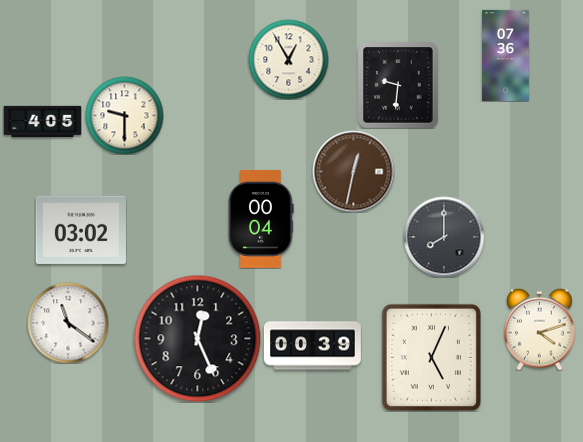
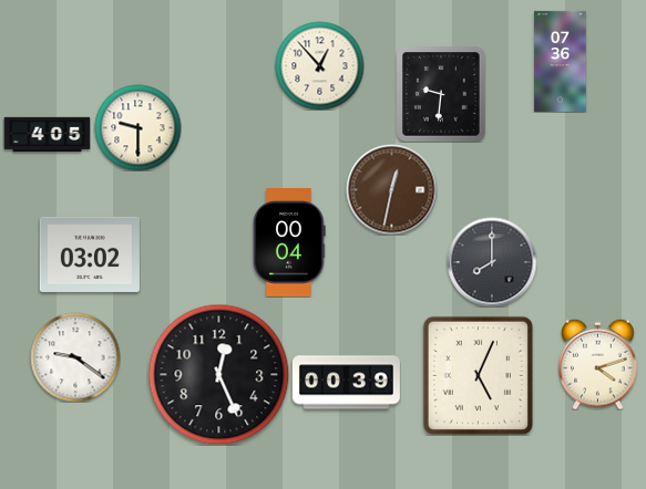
clock at (288, 59): 12:55 -> 12:53
clock at (68, 323): 11:21 -> 9:21
clock at (431, 357) position: (431, 357) -> (478, 375)
